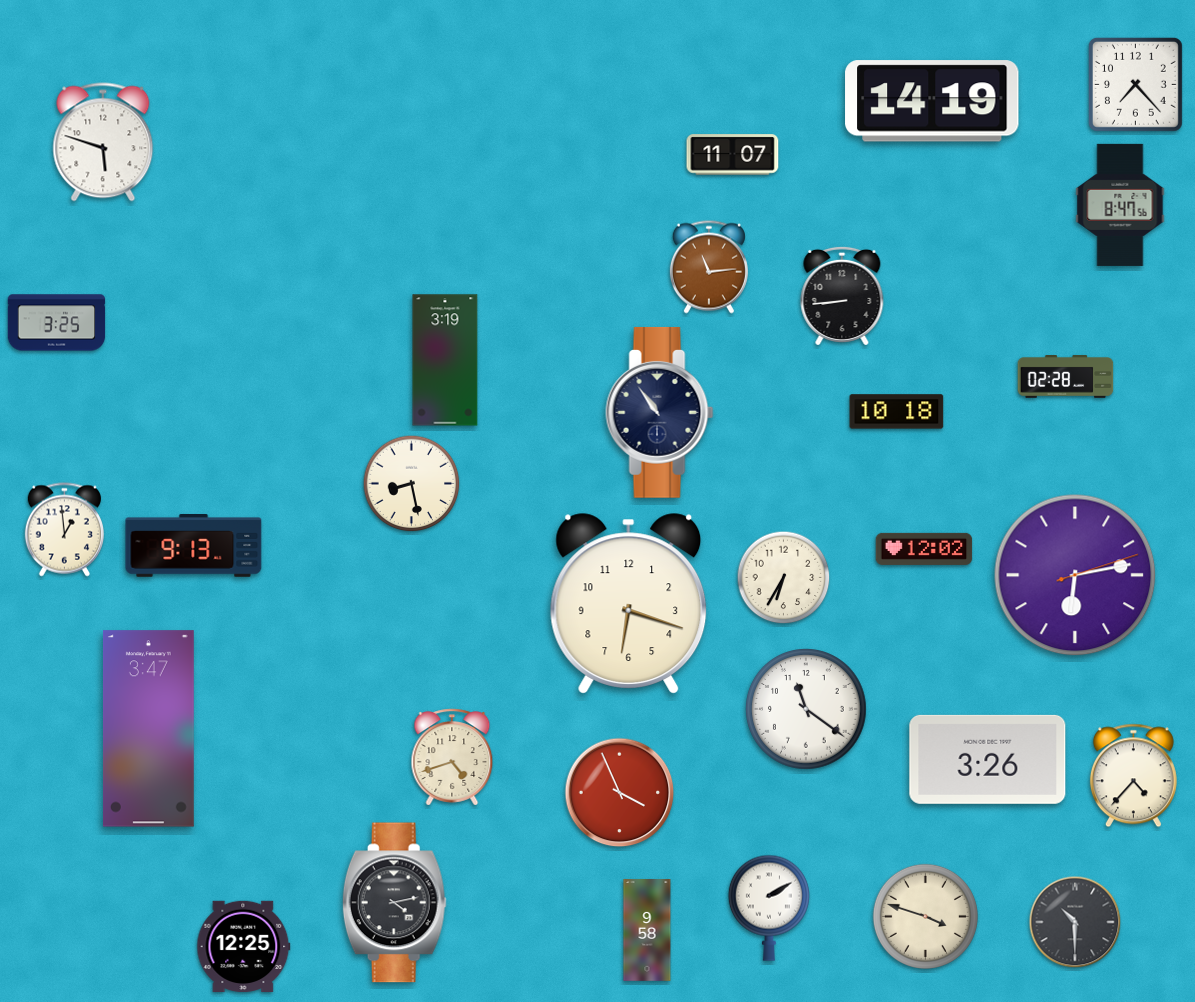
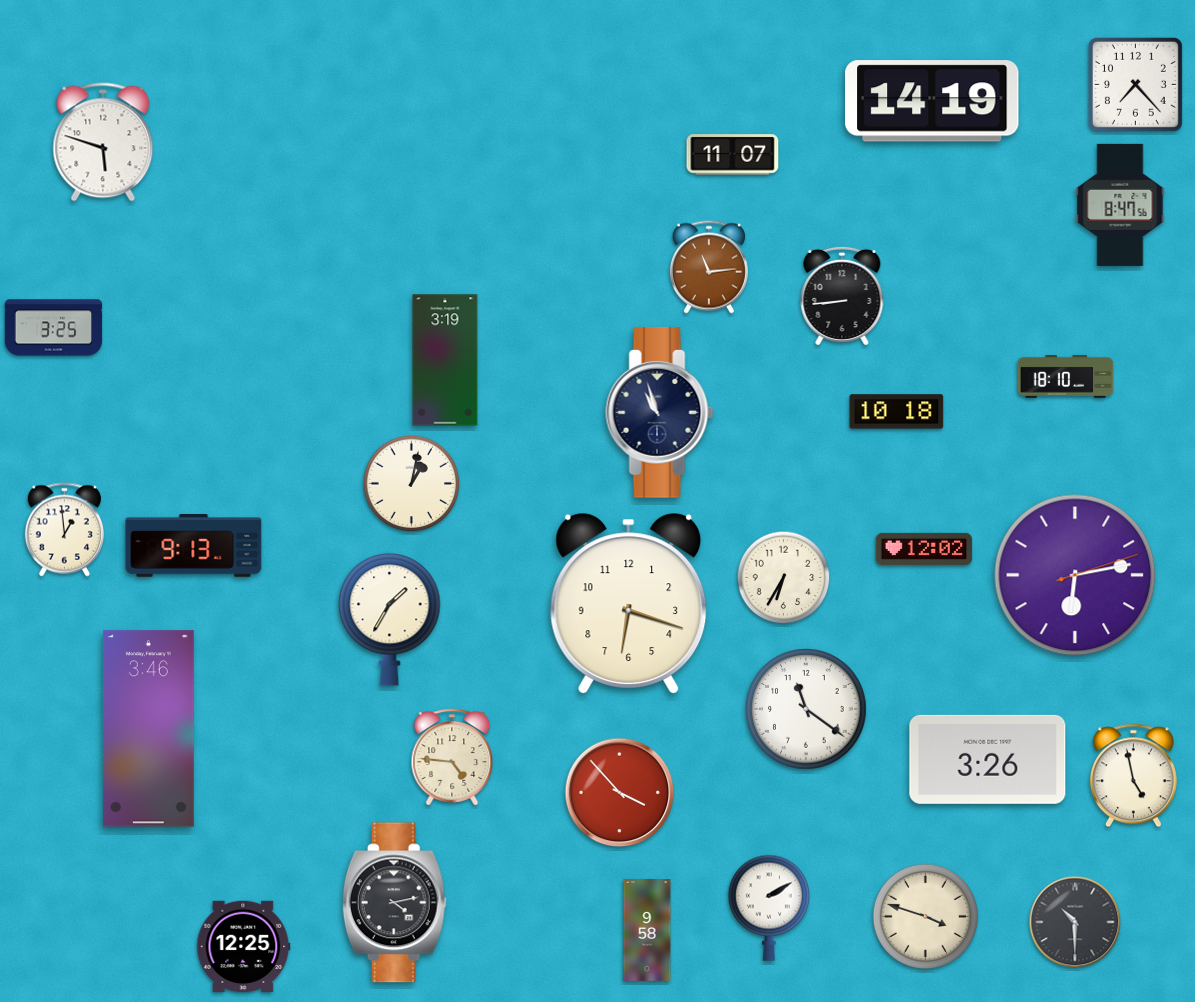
clock at (57, 323) position: (57, 323) -> (54, 328)
clock at (1066, 377): 02:28 -> 18:10
clock at (660, 412): 10:54 -> 10:57
clock at (412, 484): 8:28 -> 1:02
clock at (390, 620): none -> 1:35
clock at (148, 729): 3:47 -> 3:46
clock at (452, 757): 4:42 -> 4:46
clock at (1133, 776): 4:37 -> 4:58
clock at (620, 793): 3:56 -> 3:53
